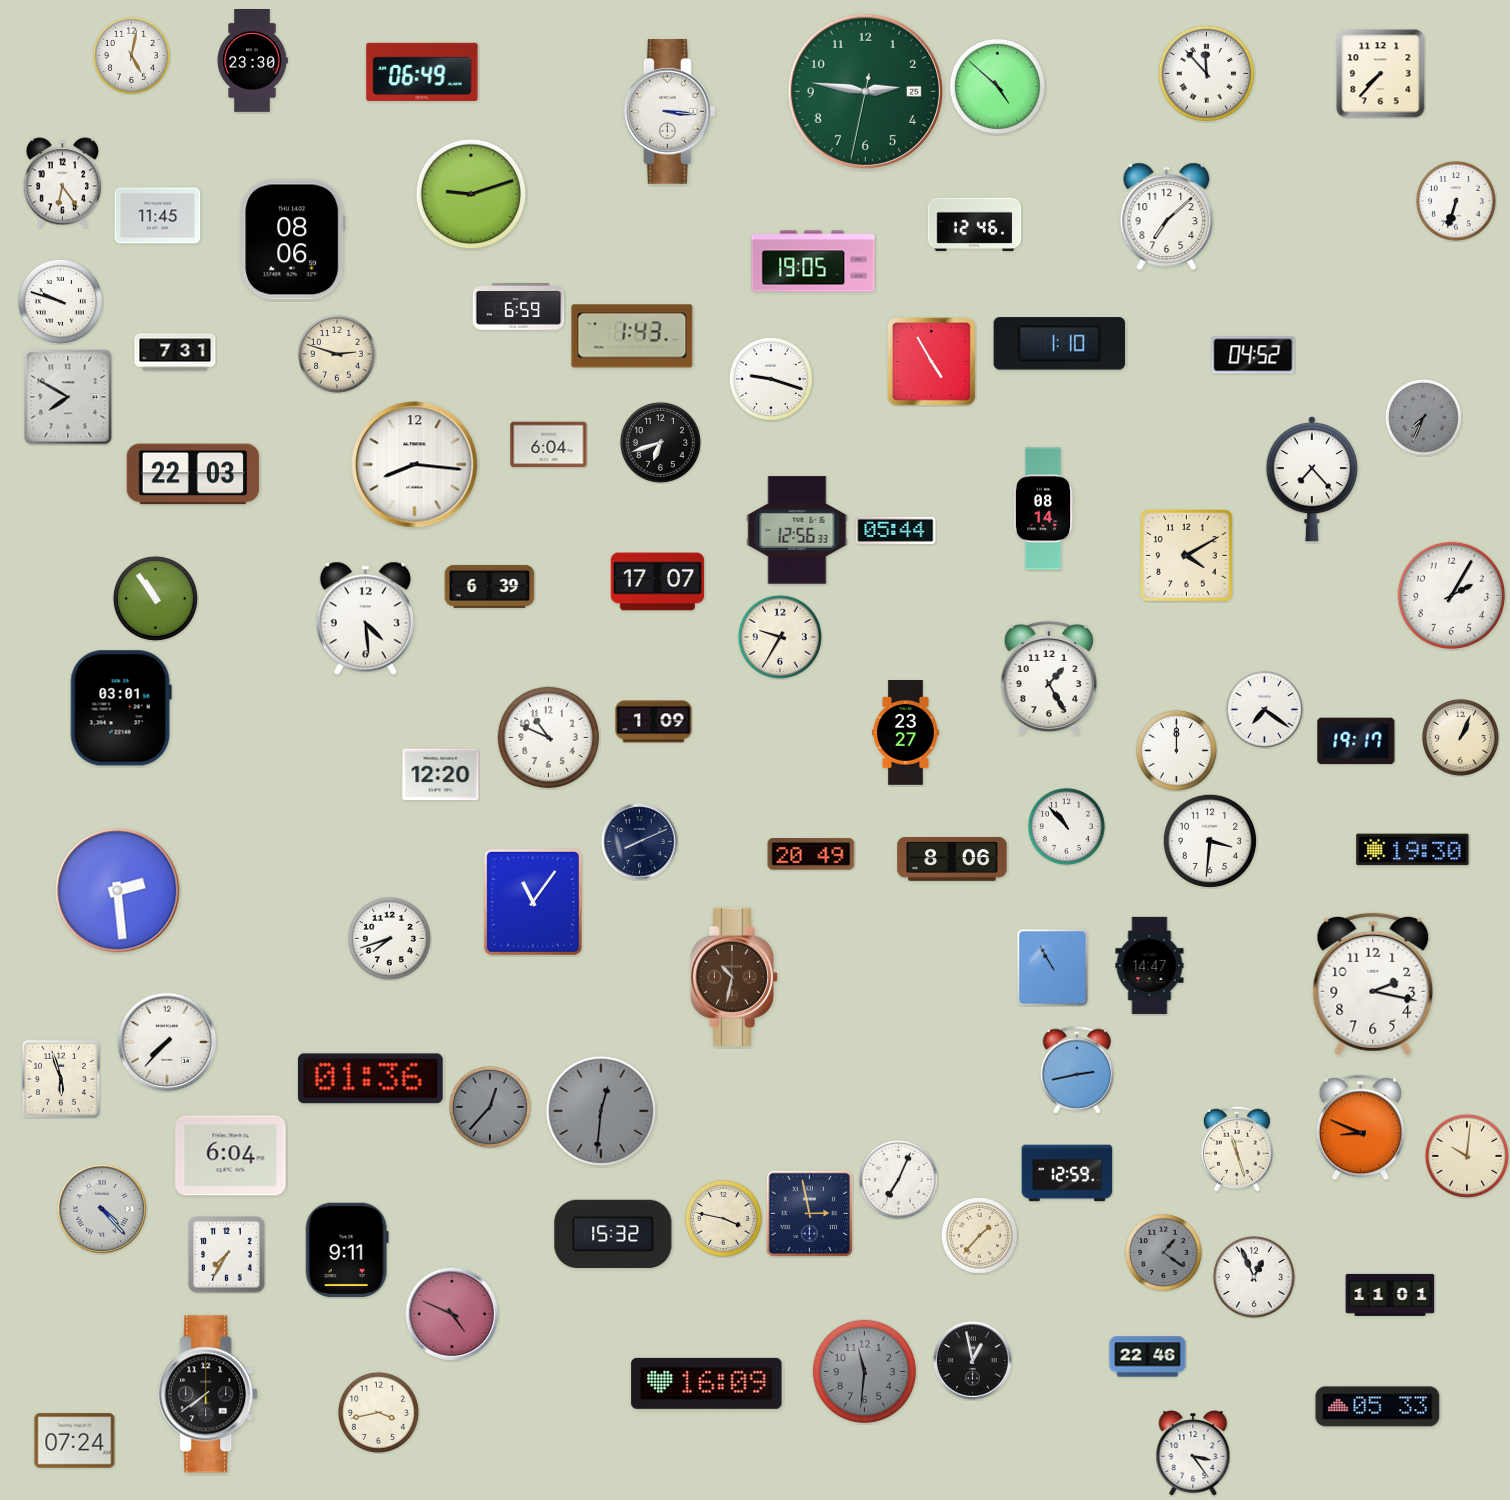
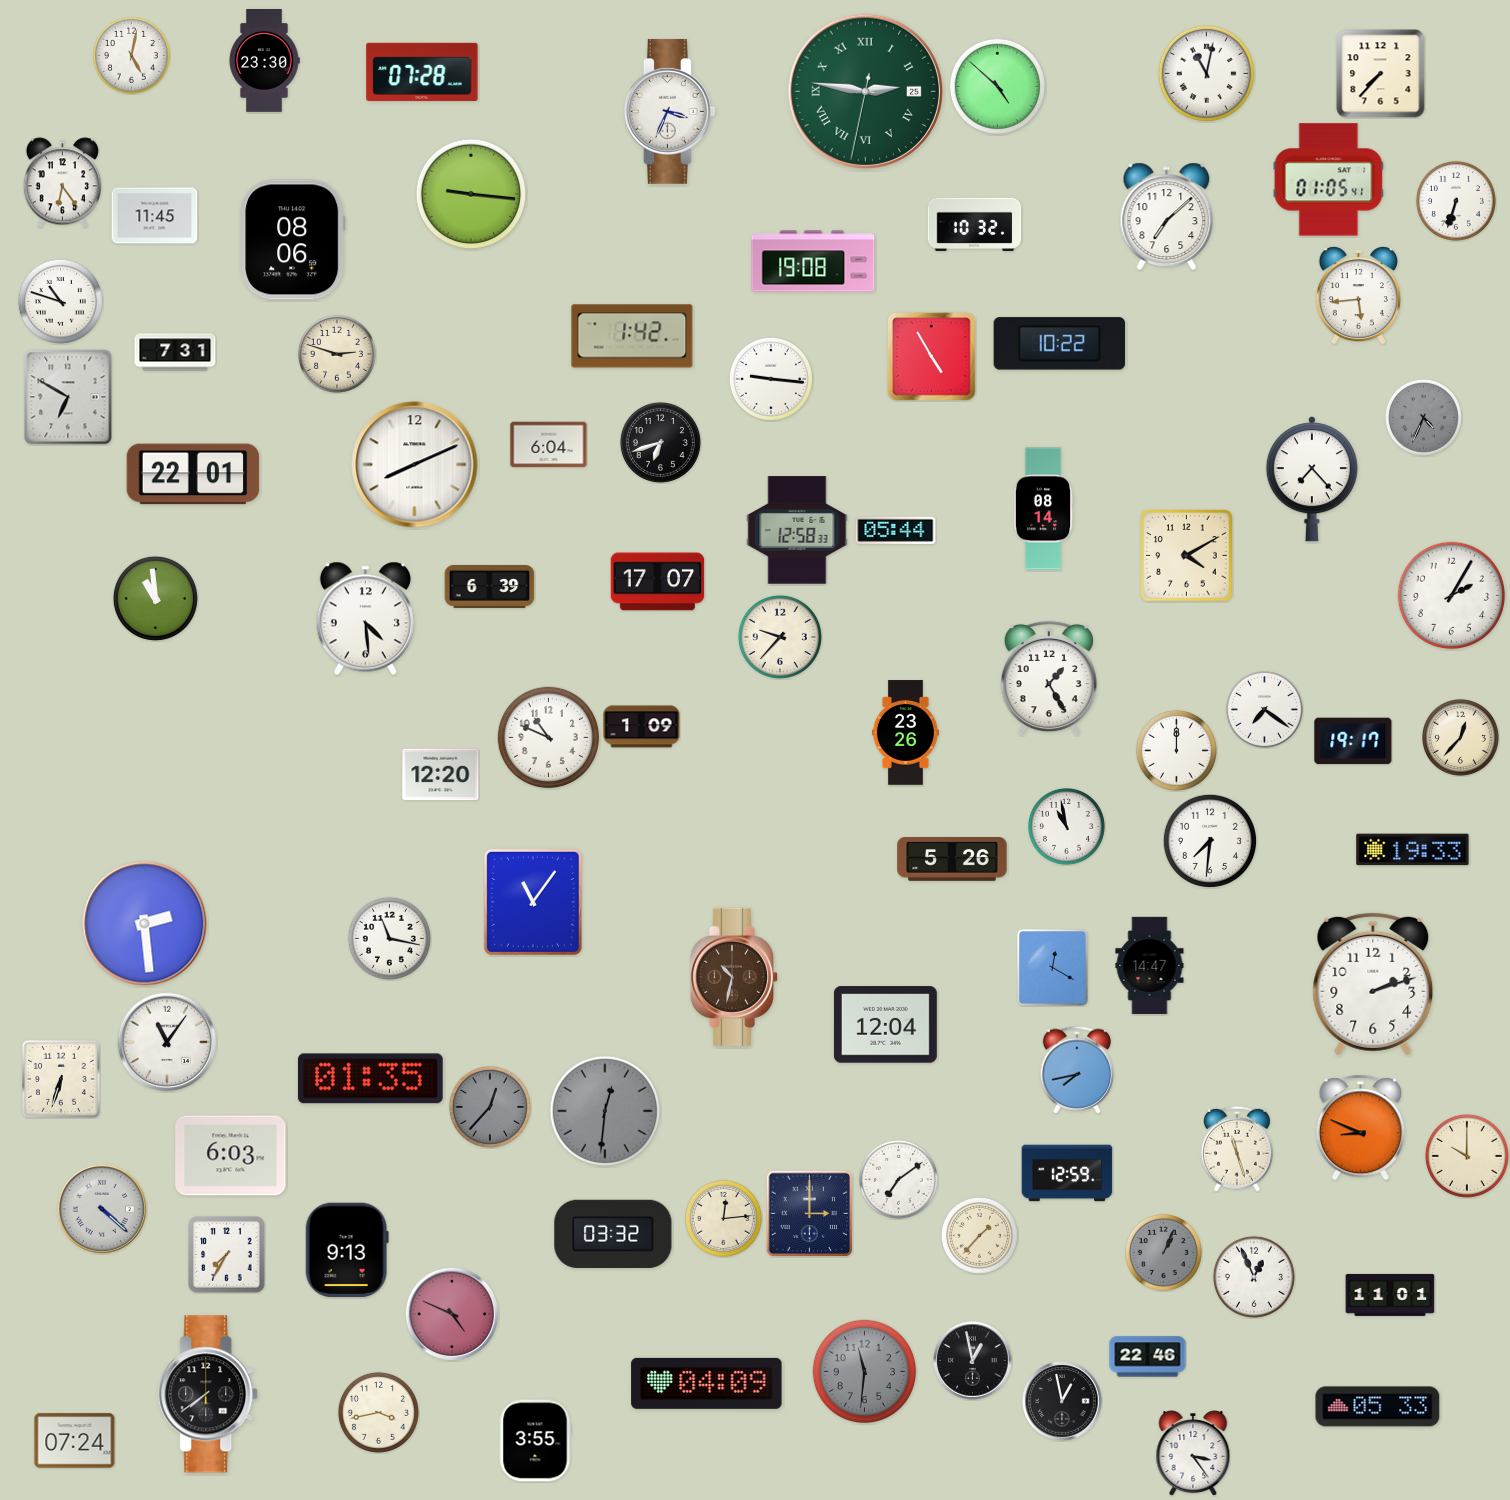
clock at (252, 61) position: (252, 61) -> (264, 61)
clock at (422, 72): 06:49 -> 07:28
clock at (1206, 73): 11:53 -> 11:02
clock at (865, 91) numerals: Arabic -> Roman
clock at (669, 112): 3:16 -> 3:34
clock at (1329, 180): none -> 01:05
clock at (471, 194): 9:12 -> 9:16
clock at (158, 216) position: (158, 216) -> (155, 216)
clock at (975, 224): 12:46 -> 10:32
clock at (813, 261): 19:05 -> 19:08
clock at (1358, 295): none -> 5:44
clock at (60, 301): 9:48 -> 10:48
clock at (519, 307): 6:59 -> none
clock at (632, 336): 1:43 -> 1:42
clock at (1060, 344): 1:10 -> 10:22
clock at (1253, 355): 04:52 -> none
clock at (932, 362) position: (932, 362) -> (932, 357)
clock at (771, 379): 9:18 -> 9:16
clock at (68, 397): 7:50 -> 6:50
clock at (1423, 417): 7:34 -> 4:34
clock at (415, 465): 8:16 -> 8:11
clock at (193, 474): 22:03 -> 22:01
clock at (797, 530): 12:56 -> 12:58
clock at (155, 598): 10:54 -> 10:59
clock at (780, 637): 9:35 -> 9:37
clock at (121, 708): 03:01 -> none
clock at (654, 722) position: (654, 722) -> (642, 727)
clock at (905, 733): 23:27 -> 23:26
clock at (1460, 737): 1:04 -> 12:37
clock at (1356, 741) position: (1356, 741) -> (1353, 741)
clock at (1066, 826): 10:53 -> 10:58
clock at (1210, 841): 3:31 -> 7:31
clock at (640, 842): 8:11 -> none
clock at (1413, 850): 19:30 -> 19:33
clock at (811, 854): 20:49 -> none
clock at (952, 860): 8:06 -> 5:26
clock at (118, 891) position: (118, 891) -> (145, 924)
clock at (389, 938): 7:42 -> 11:17
clock at (1053, 968): 10:55 -> 12:20
clock at (1373, 984): 2:17 -> 2:12
clock at (885, 1025): none -> 12:04
clock at (167, 1042): 7:37 -> 11:06
clock at (1077, 1070): 2:43 -> 7:43
clock at (61, 1079): 5:57 -> 6:33
clock at (370, 1079): 01:36 -> 01:35
clock at (601, 1111) position: (601, 1111) -> (605, 1111)
clock at (231, 1156): 6:04 -> 6:03
clock at (1467, 1156): 10:01 -> 10:00
clock at (898, 1179): 7:04 -> 7:09
clock at (102, 1209): 4:23 -> 4:22
clock at (809, 1213): 2:58 -> 3:00
clock at (723, 1218): 3:47 -> 12:14
clock at (613, 1234): 15:32 -> 03:32
clock at (347, 1249): 9:11 -> 9:13
clock at (1163, 1252): 1:21 -> 1:04
clock at (707, 1383): 16:09 -> 04:09
clock at (1062, 1401): none -> 12:58
clock at (535, 1441): none -> 3:55
